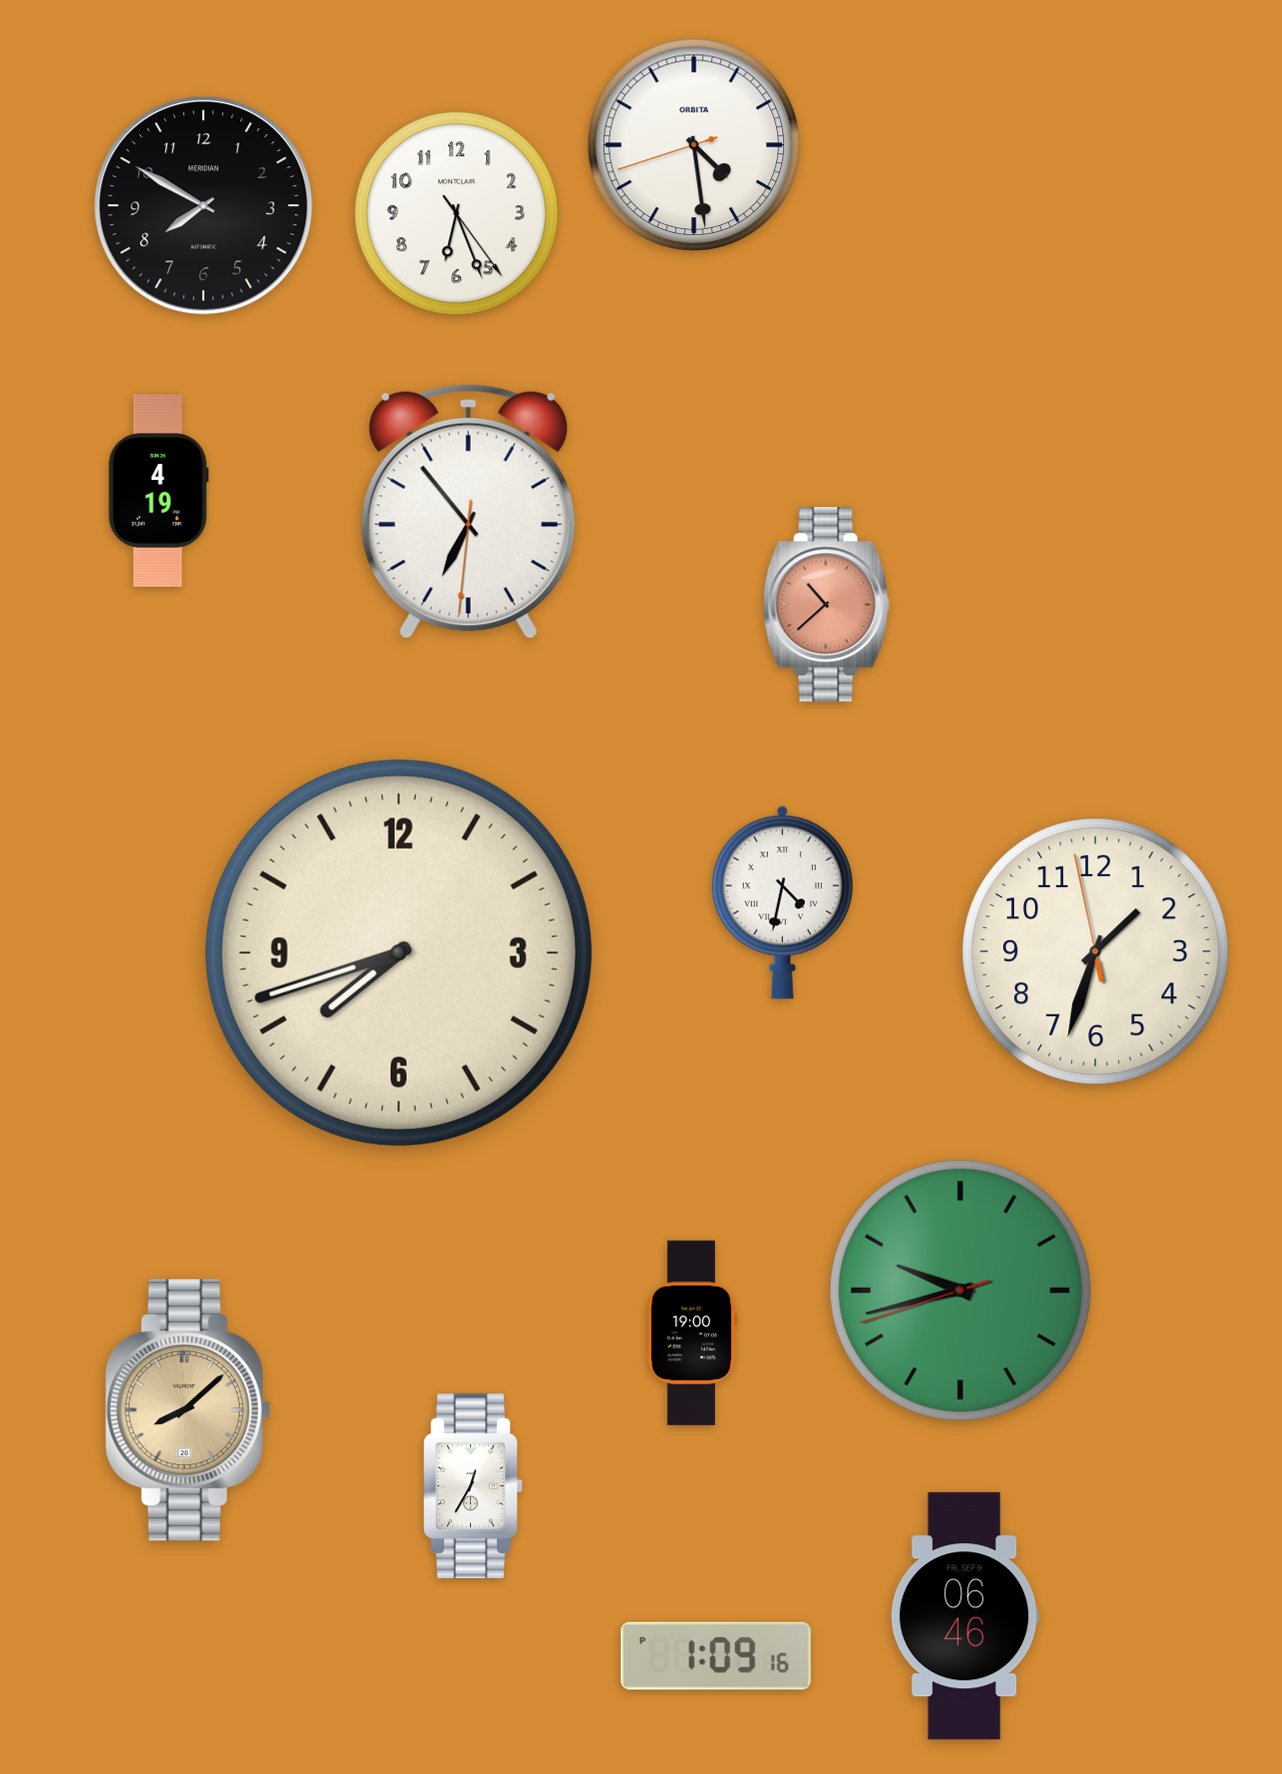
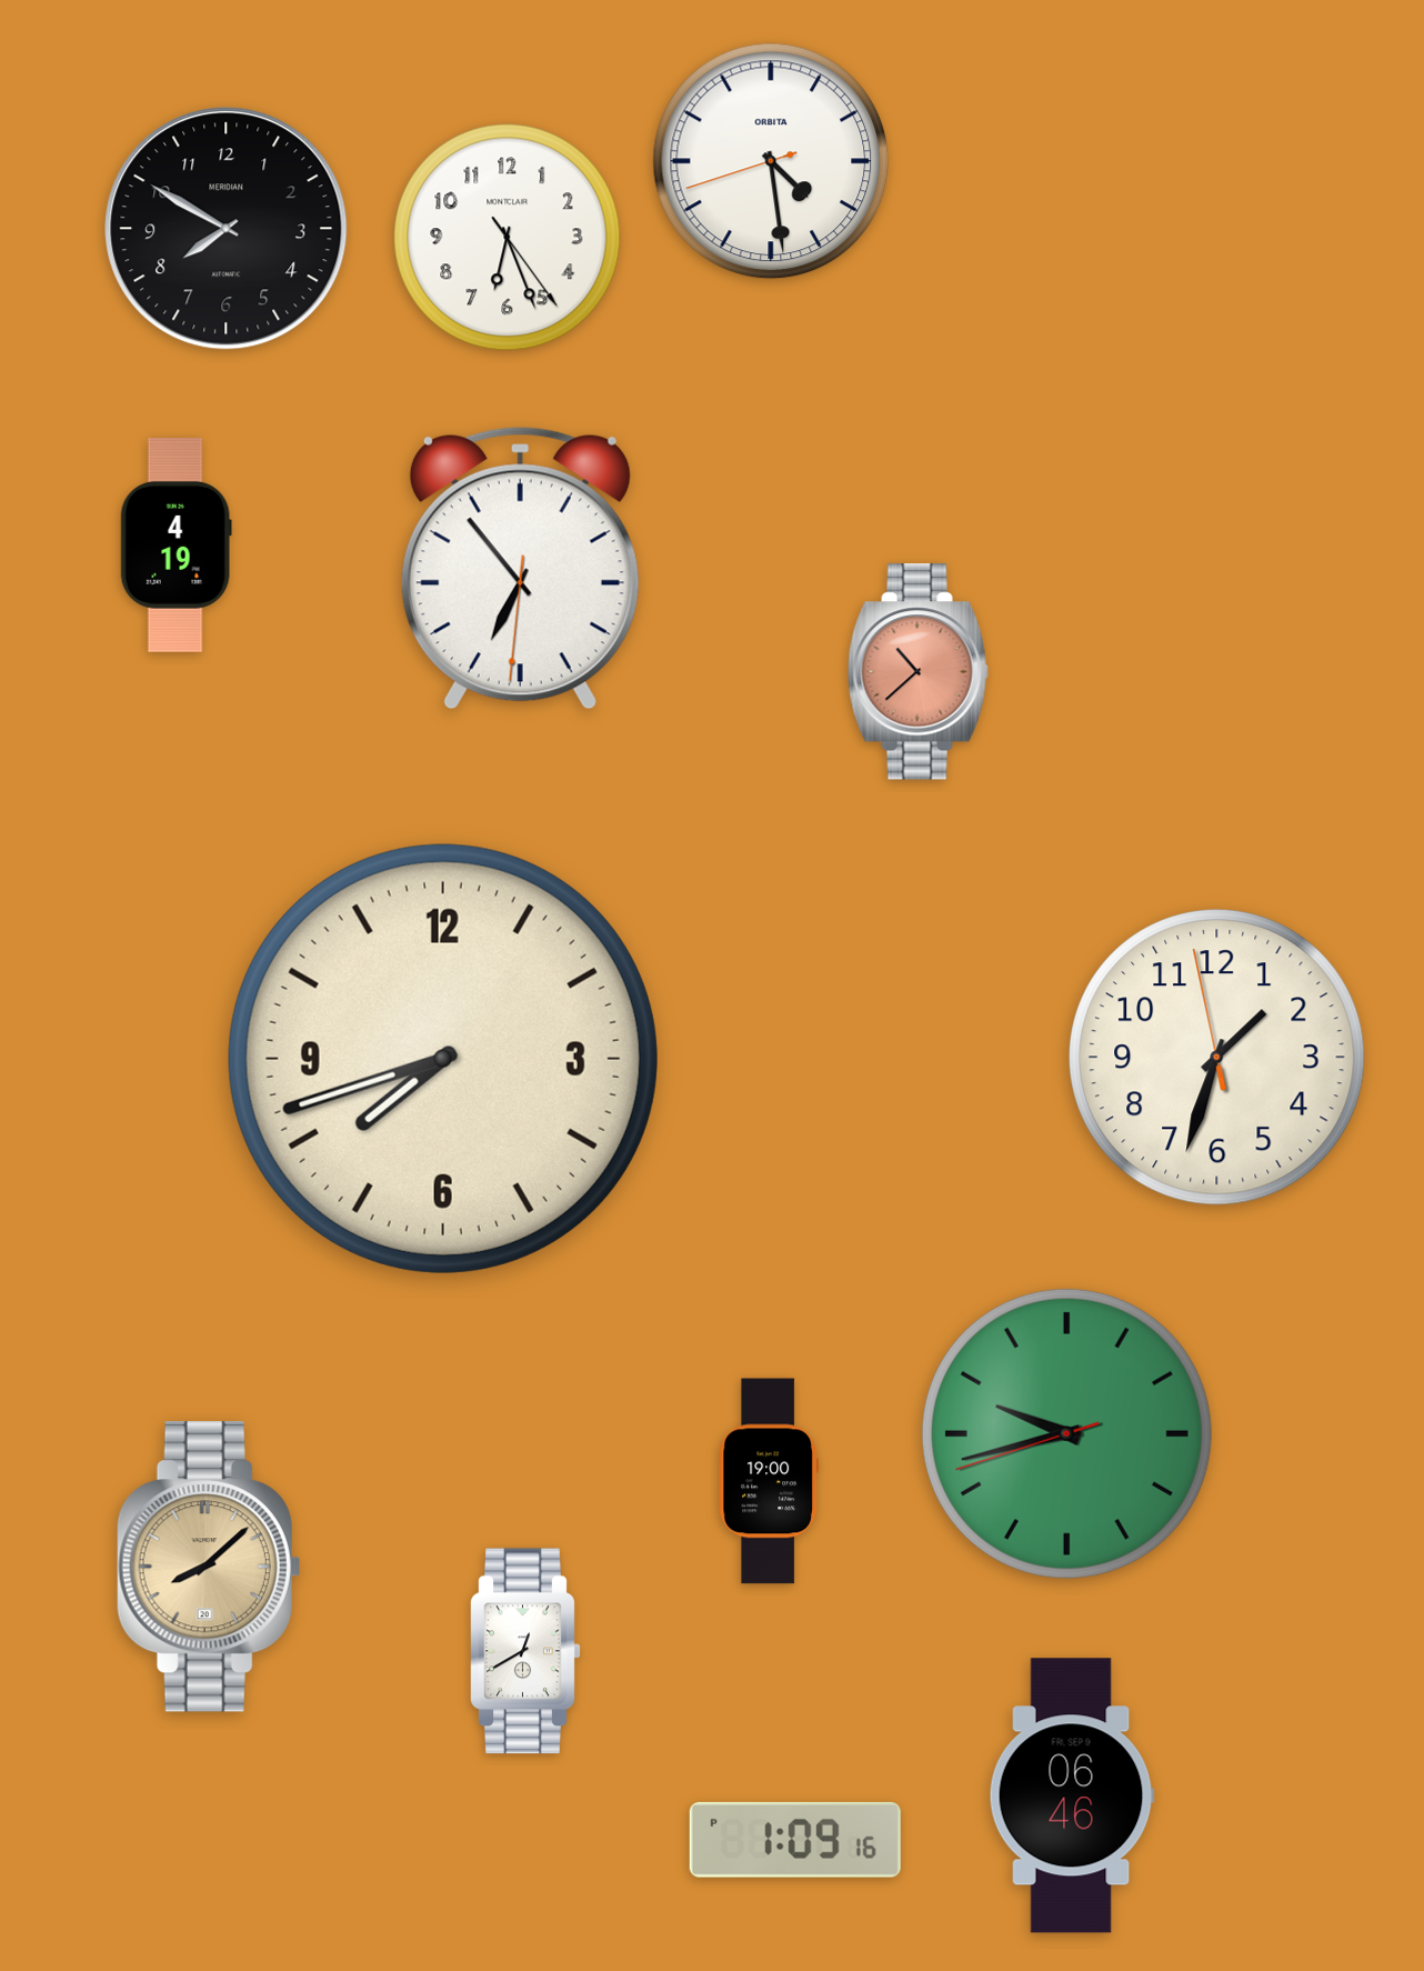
clock at (782, 902): 4:32 -> none
clock at (473, 1486): 12:35 -> 12:40
